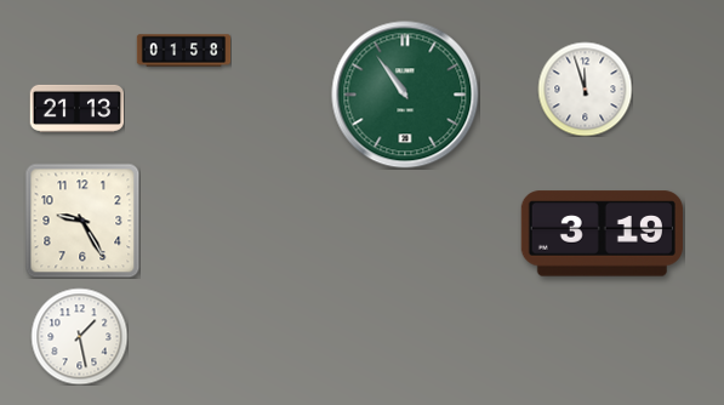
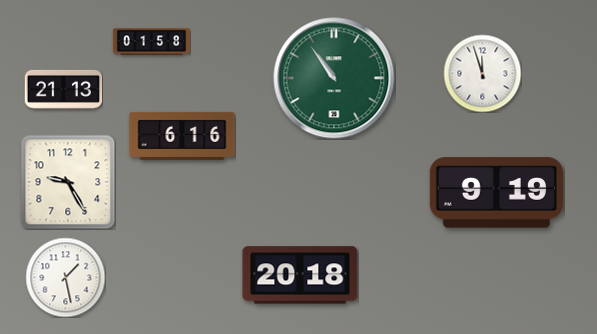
clock at (182, 136): none -> 6:16
clock at (602, 234): 3:19 -> 9:19
clock at (300, 275): none -> 20:18
